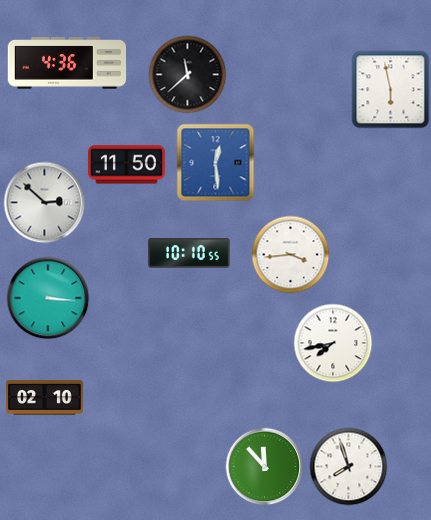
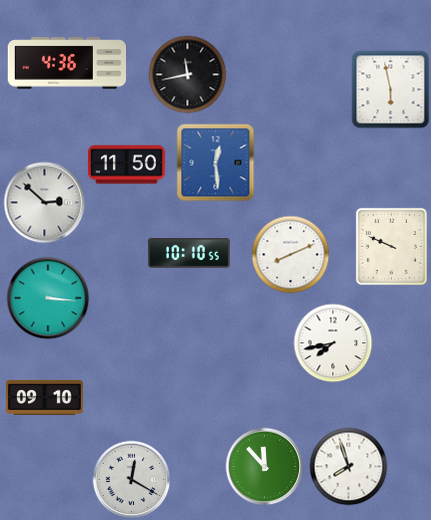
clock at (187, 74): 11:38 -> 11:43
clock at (391, 246): none -> 9:49
clock at (290, 254): 3:44 -> 8:11
clock at (44, 398): 02:10 -> 09:10
clock at (131, 479): none -> 12:20
